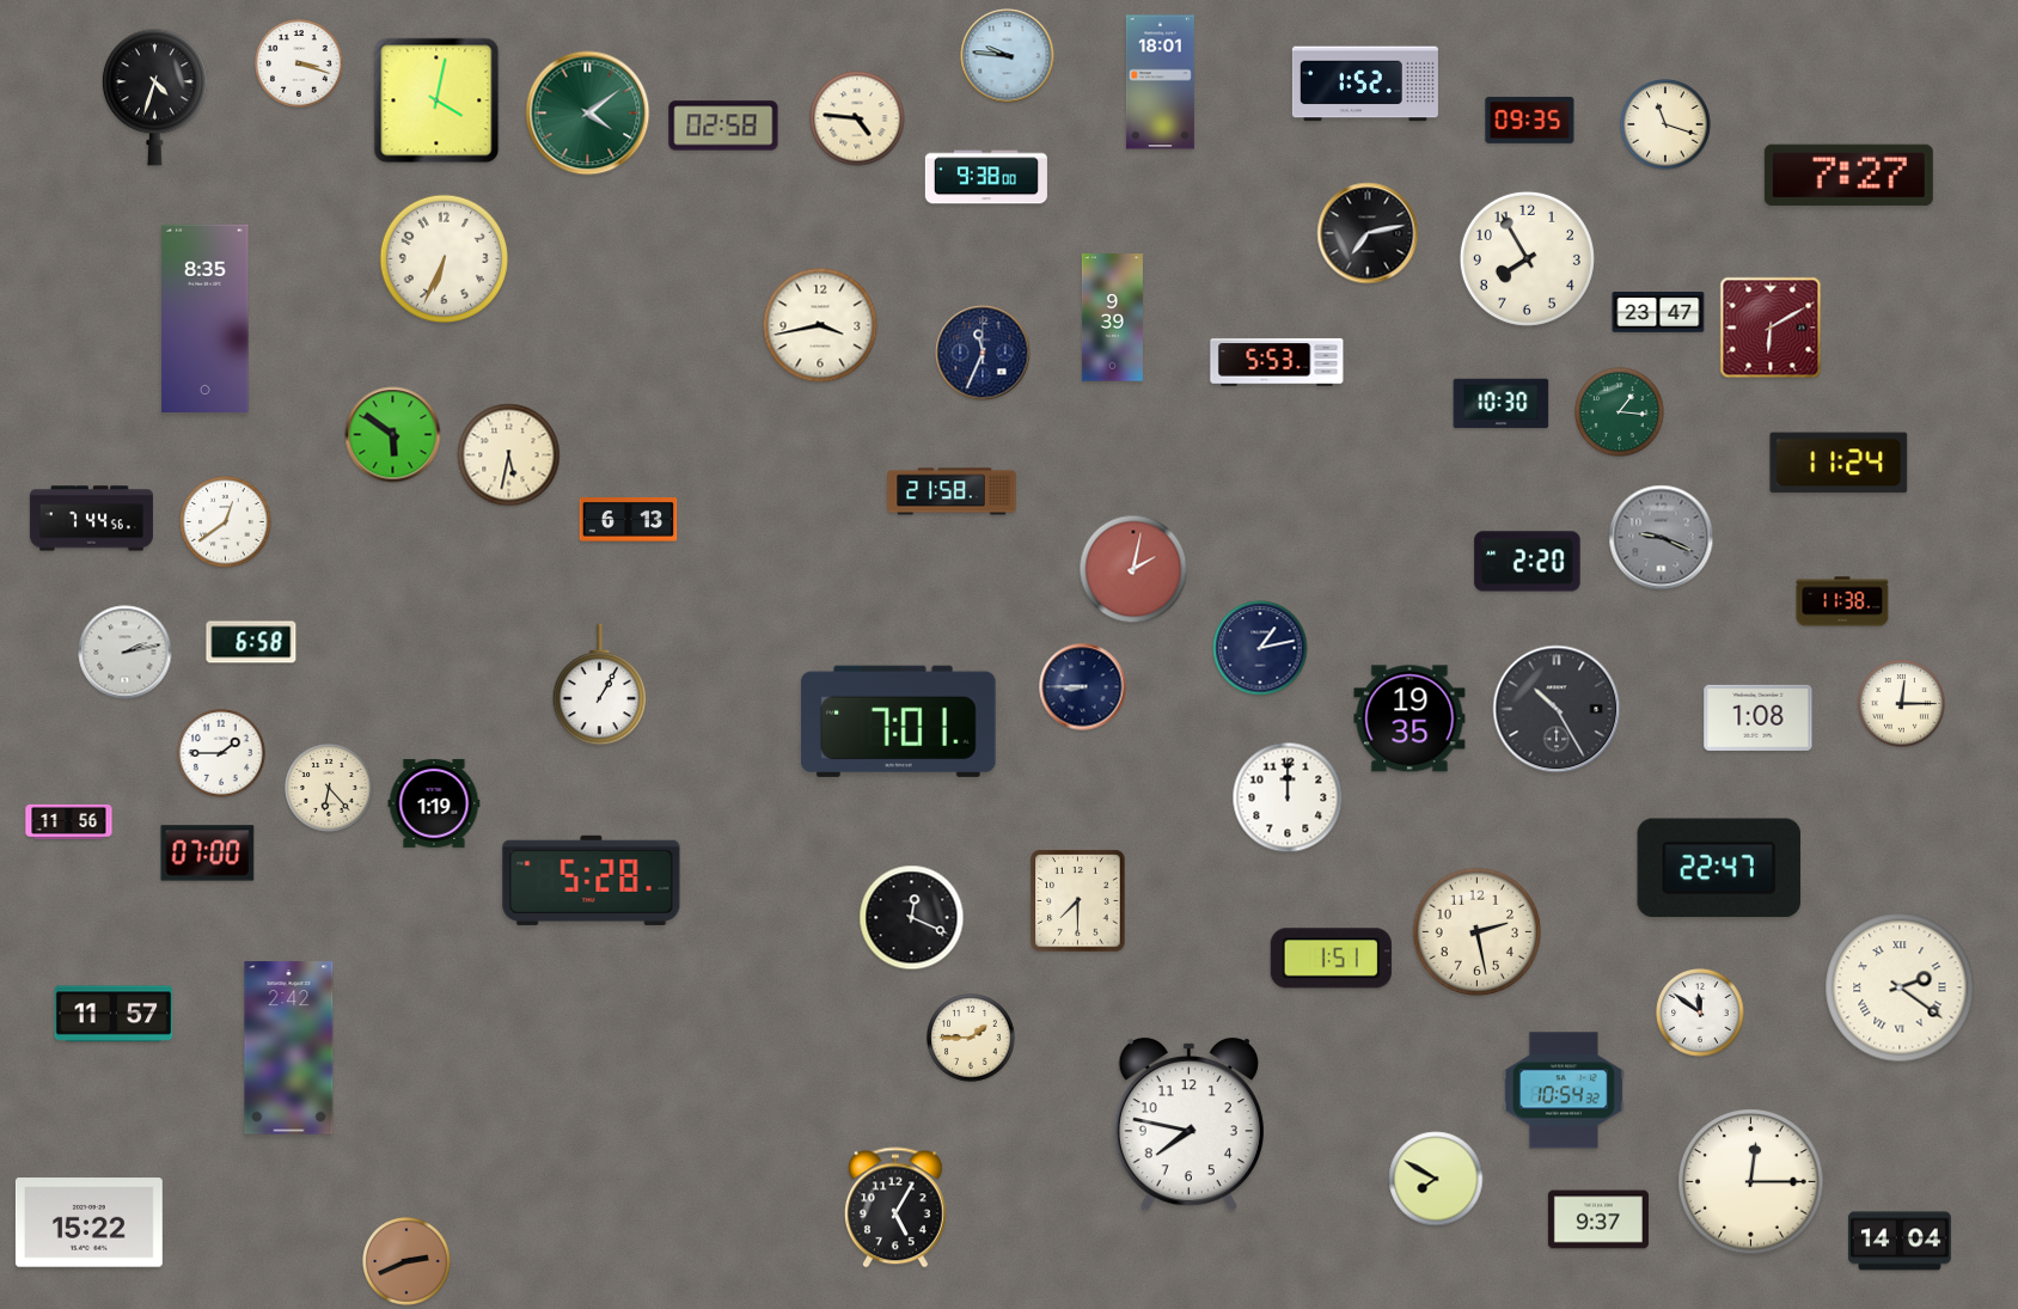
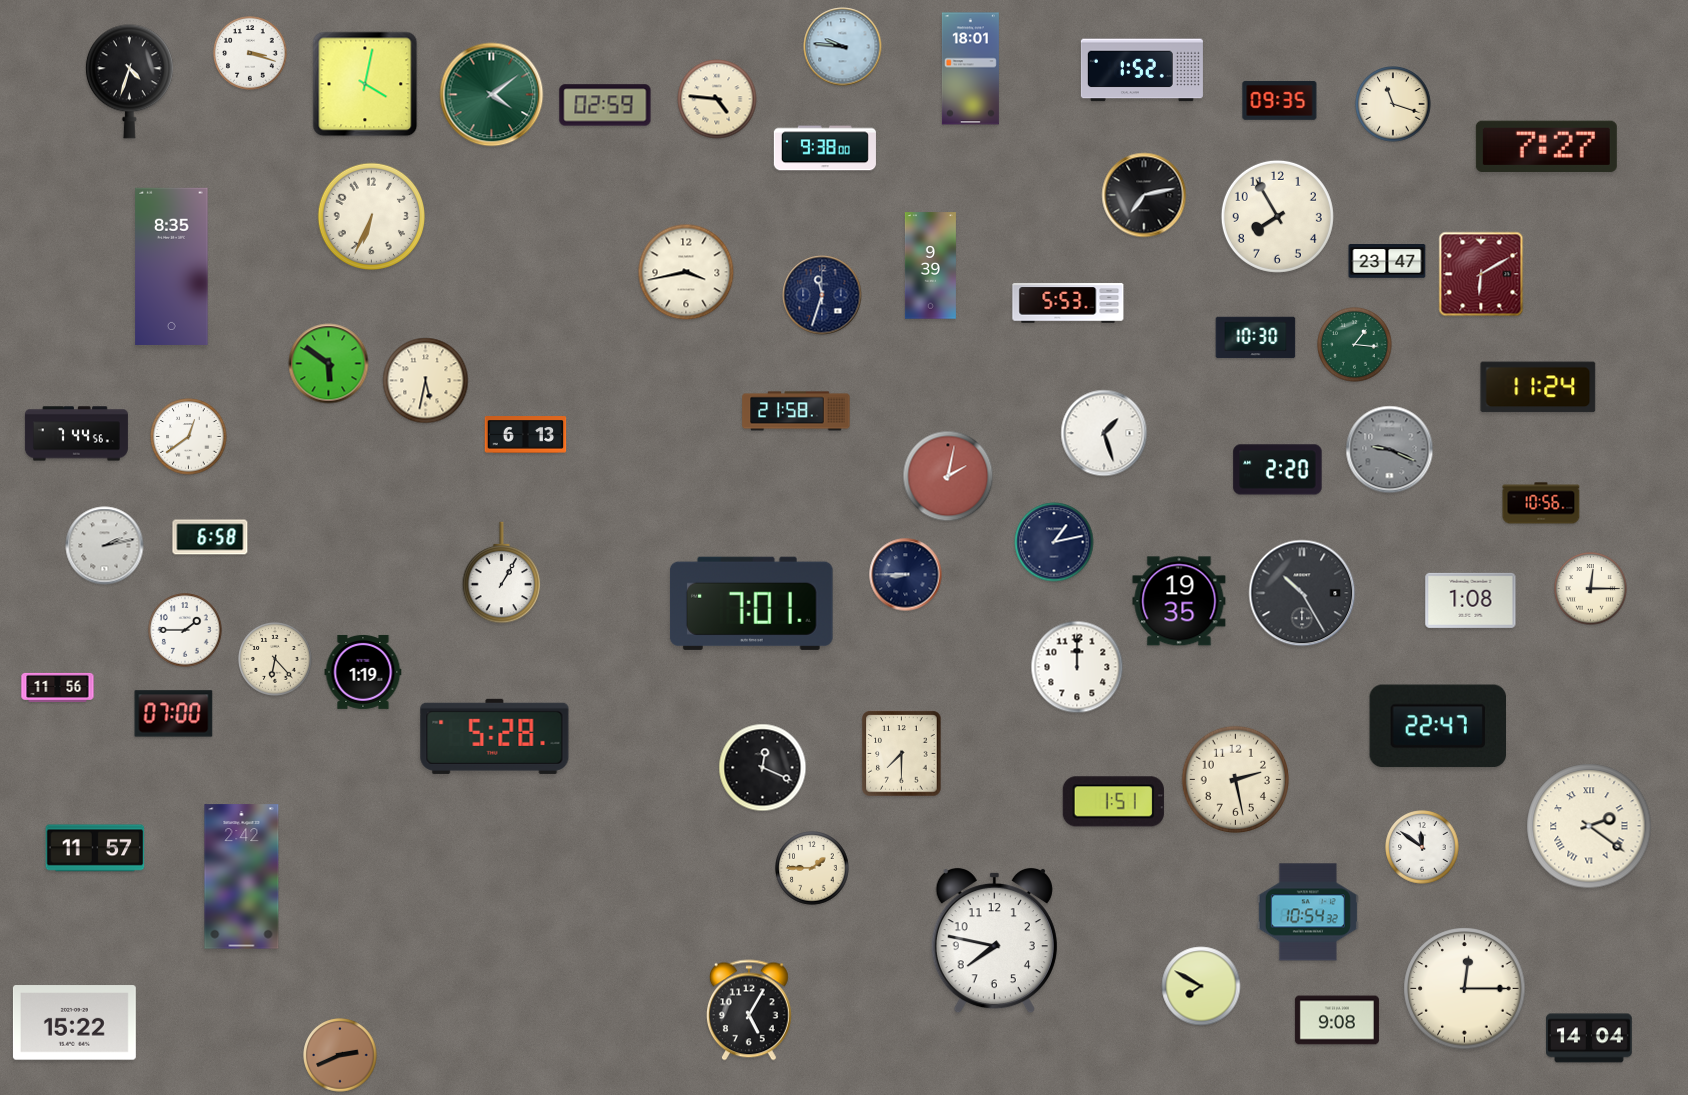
clock at (723, 126): 02:58 -> 02:59
clock at (983, 353): 11:34 -> 11:33
clock at (1104, 433): none -> 1:27
clock at (1842, 601): 11:38 -> 10:56
clock at (1598, 1219): 9:37 -> 9:08
